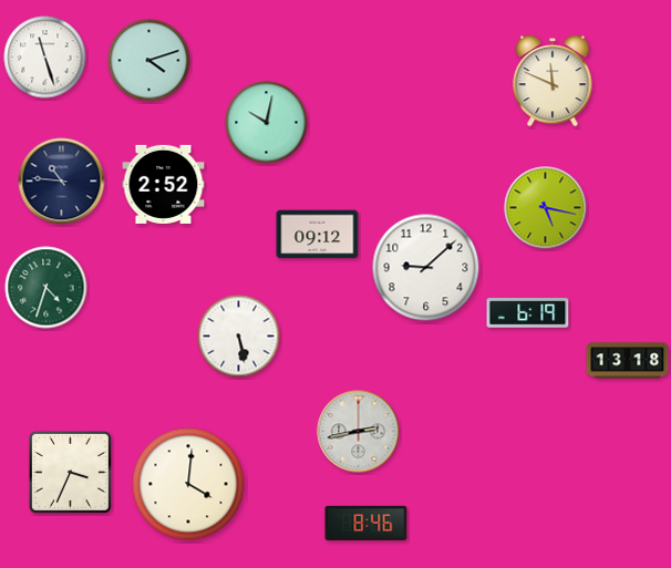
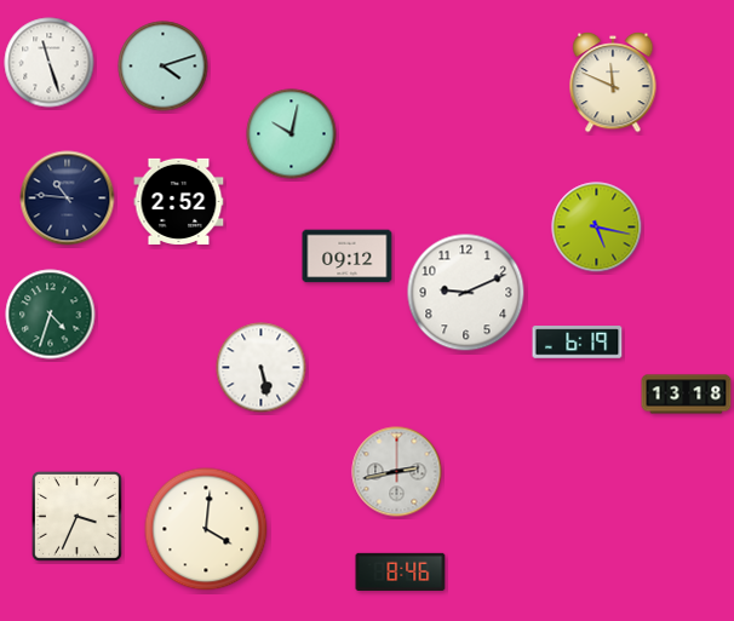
clock at (553, 81) position: (553, 81) -> (613, 82)
clock at (426, 268): 9:08 -> 9:11
clock at (359, 432) position: (359, 432) -> (397, 472)
